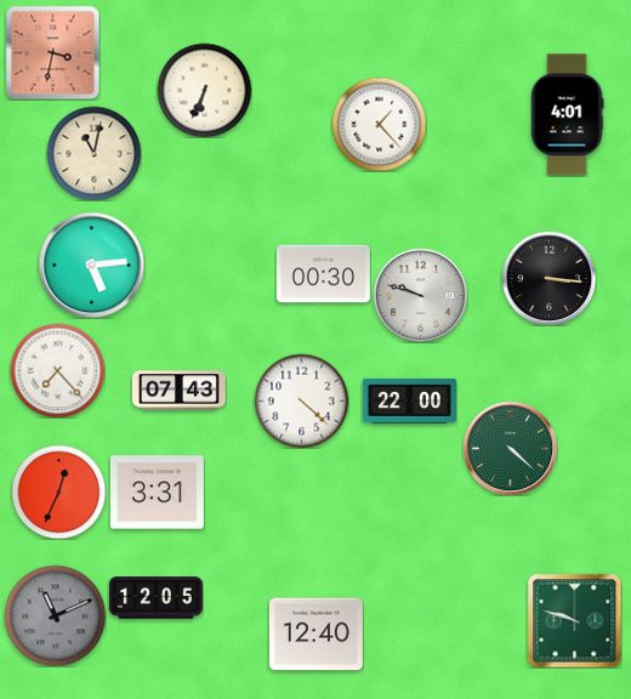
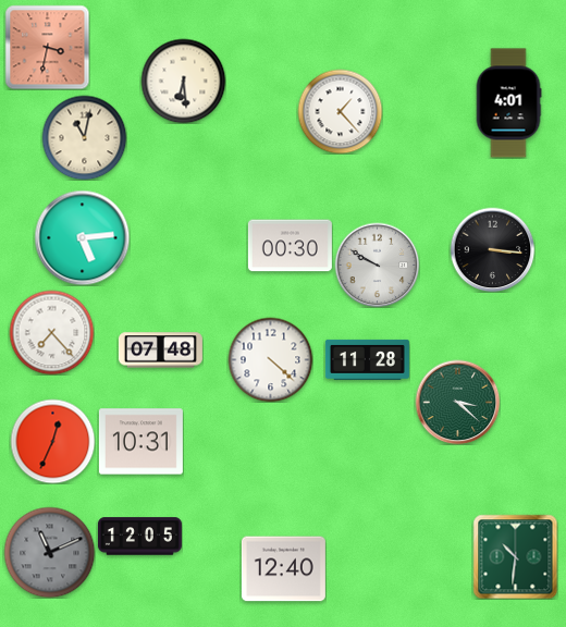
clock at (204, 90): 6:34 -> 6:29
clock at (420, 295): 9:48 -> 9:50
clock at (178, 391): 07:43 -> 07:48
clock at (409, 400): 22:00 -> 11:28
clock at (510, 448): 4:22 -> 3:22
clock at (157, 493): 3:31 -> 10:31
clock at (574, 620): 9:48 -> 10:31
